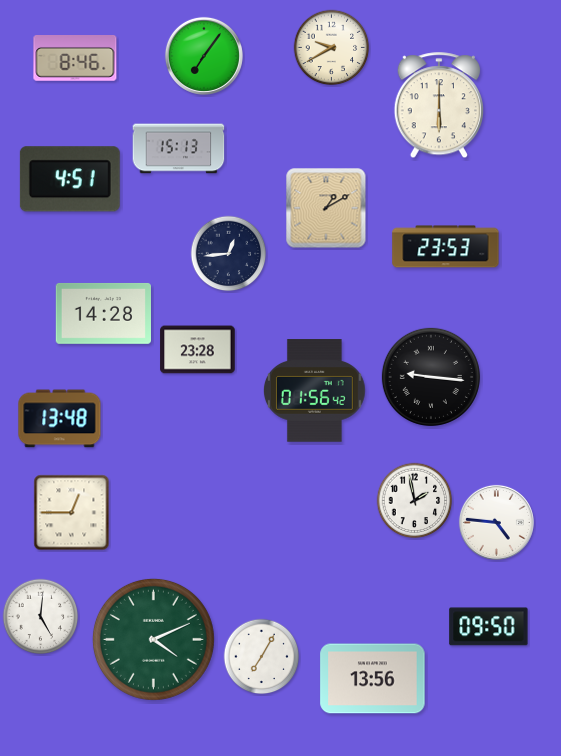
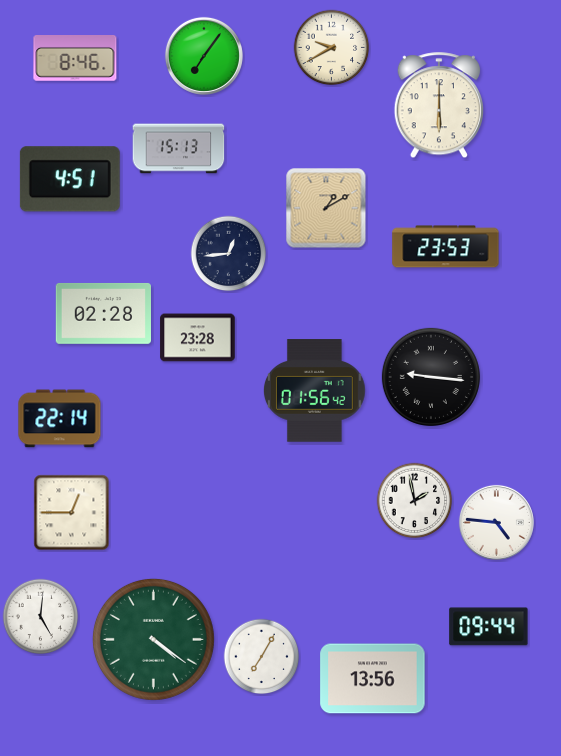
clock at (103, 313): 14:28 -> 02:28
clock at (198, 350) position: (198, 350) -> (198, 338)
clock at (60, 419): 13:48 -> 22:14
clock at (489, 627): 09:50 -> 09:44
clock at (153, 639): 4:11 -> 4:21
